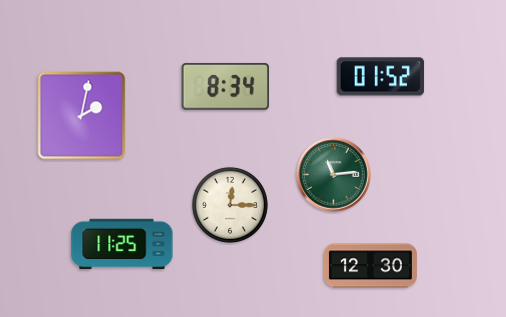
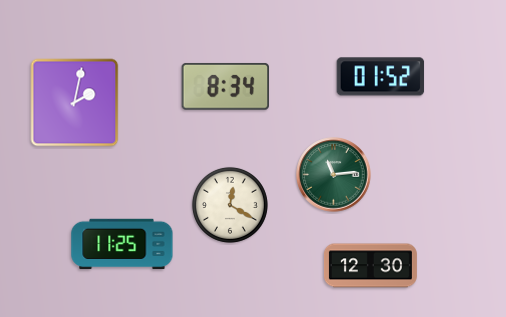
clock at (82, 116) position: (82, 116) -> (75, 103)
clock at (230, 205): 12:15 -> 12:20
